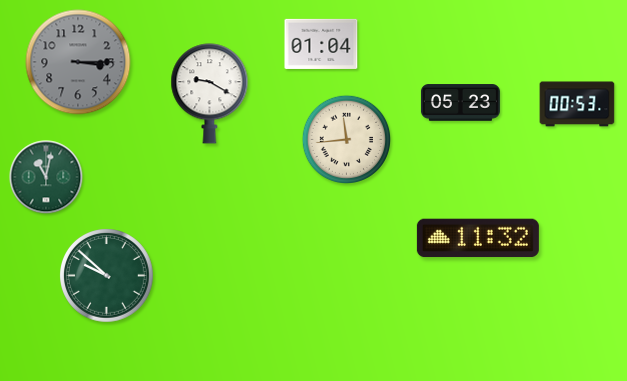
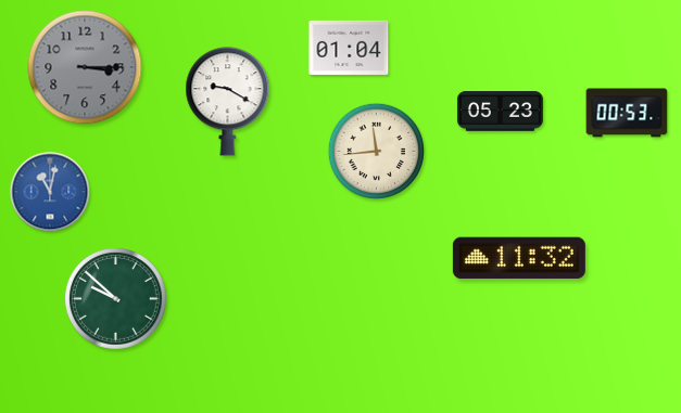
clock at (46, 177) dial: green -> blue
